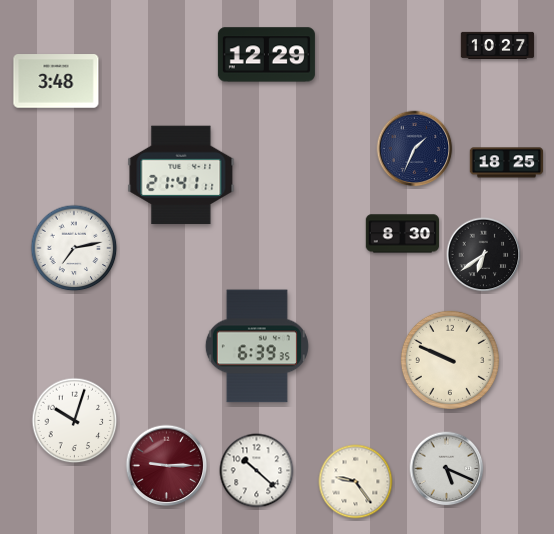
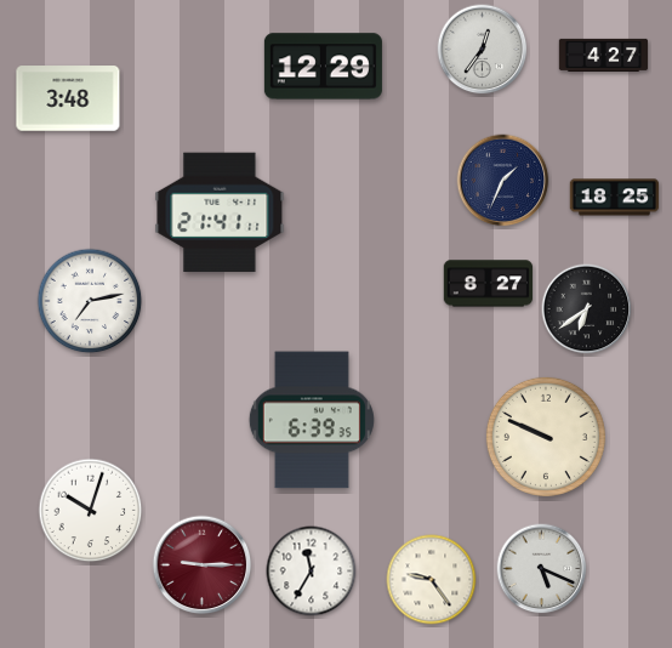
clock at (483, 50): none -> 12:36
clock at (498, 45): 10:27 -> 4:27
clock at (403, 234): 8:30 -> 8:27
clock at (257, 471): 10:22 -> 11:35
clock at (356, 482) position: (356, 482) -> (432, 580)
